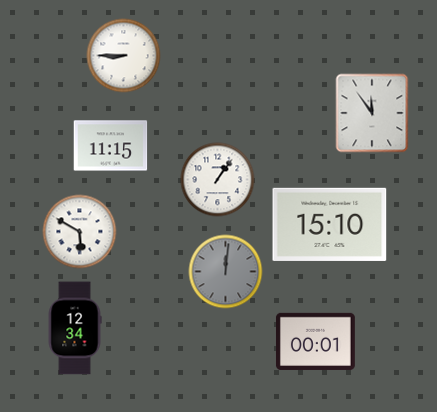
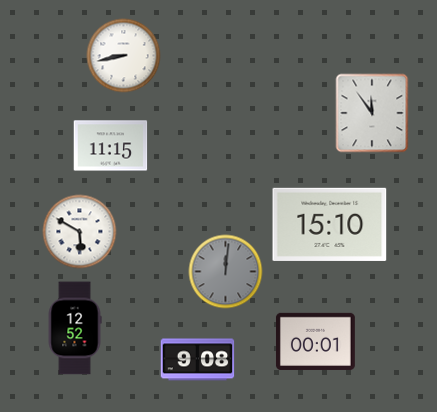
clock at (124, 56): 8:45 -> 8:43
clock at (218, 180): 1:06 -> none
clock at (75, 328): 12:34 -> 12:52
clock at (198, 360): none -> 9:08
